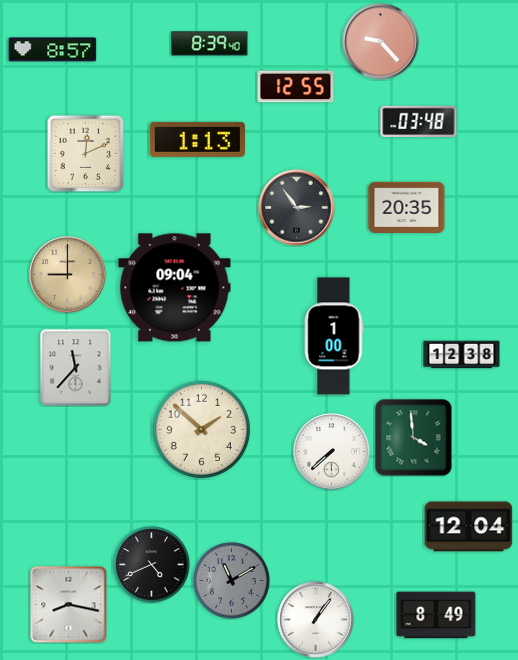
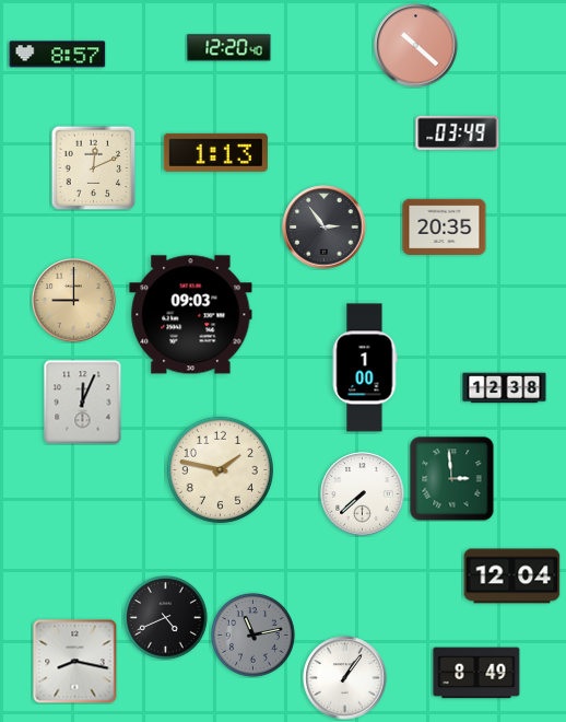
clock at (381, 42): 9:23 -> 10:22
clock at (210, 44): 8:39 -> 12:20
clock at (296, 87): 12:55 -> none
clock at (419, 122): 03:48 -> 03:49
clock at (175, 288): 09:04 -> 09:03
clock at (76, 368): 11:37 -> 12:04
clock at (201, 429): 1:52 -> 1:47
clock at (414, 438): 3:59 -> 2:59
clock at (232, 581): 11:10 -> 11:13
